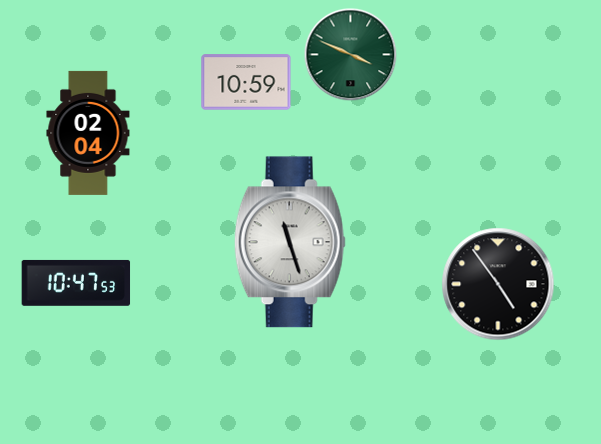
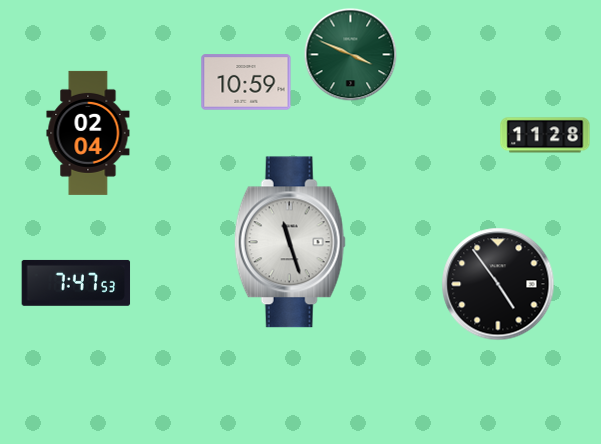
clock at (545, 135): none -> 11:28
clock at (76, 283): 10:47 -> 7:47
